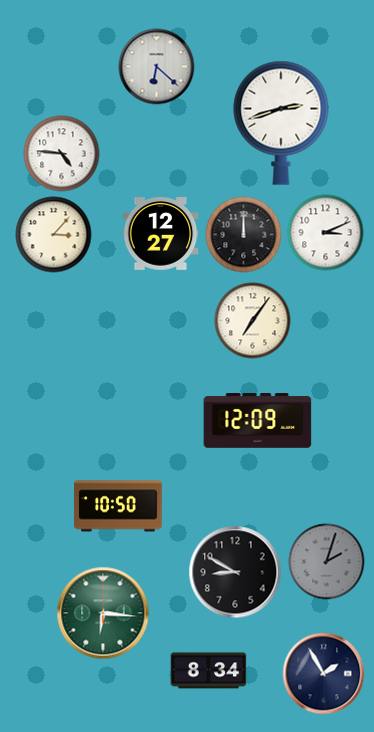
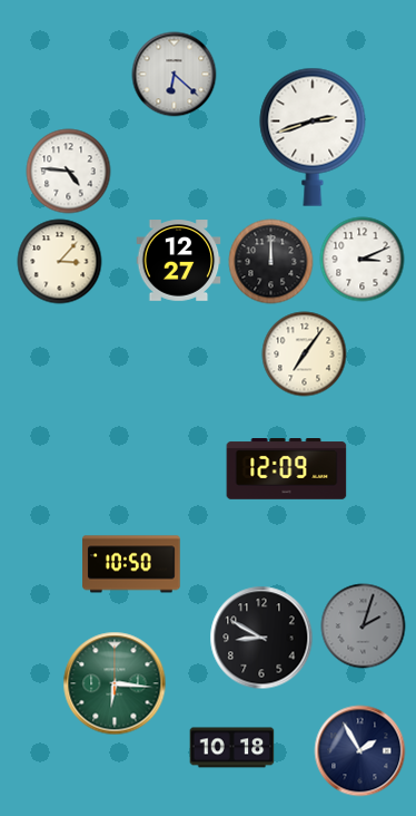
clock at (253, 321) position: (253, 321) -> (305, 354)
clock at (209, 671): 8:34 -> 10:18
